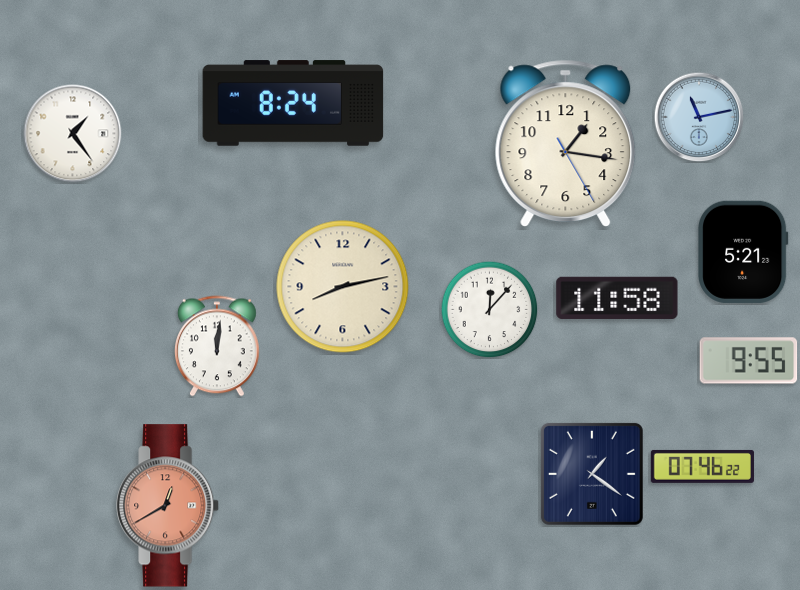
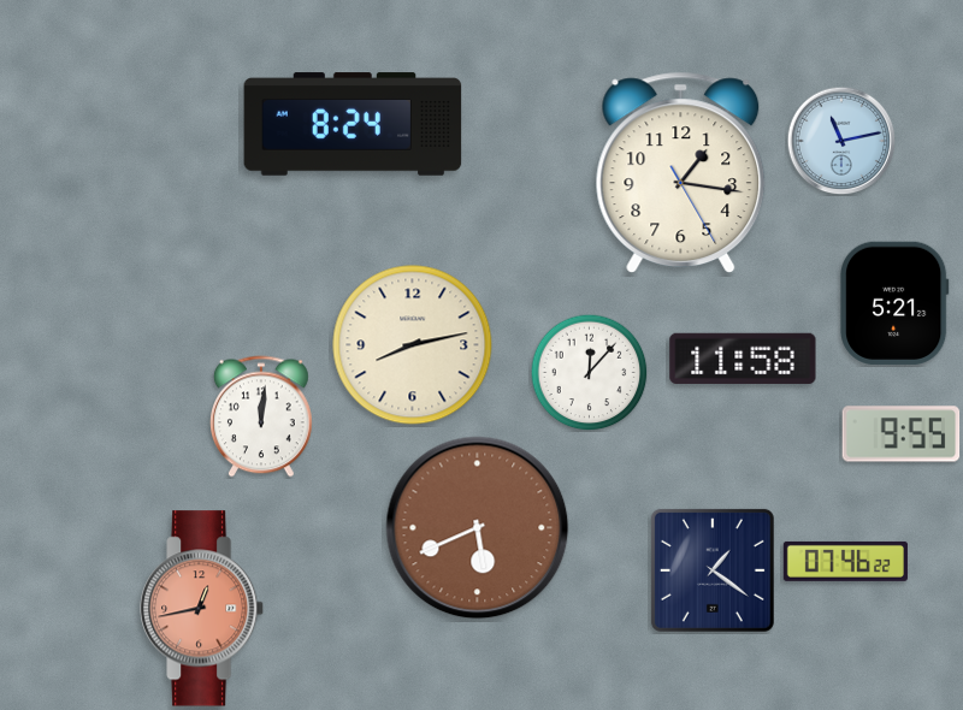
clock at (73, 134): 1:24 -> none
clock at (478, 528): none -> 5:41
clock at (169, 506): 12:40 -> 12:43
